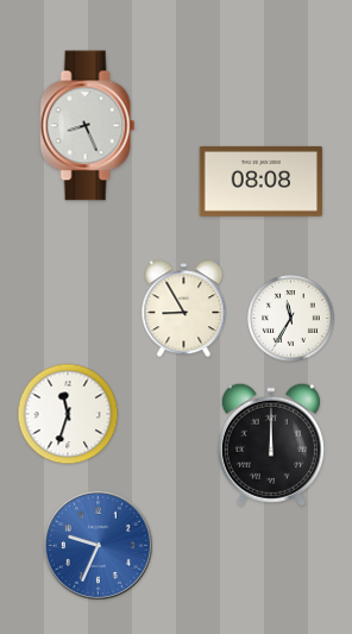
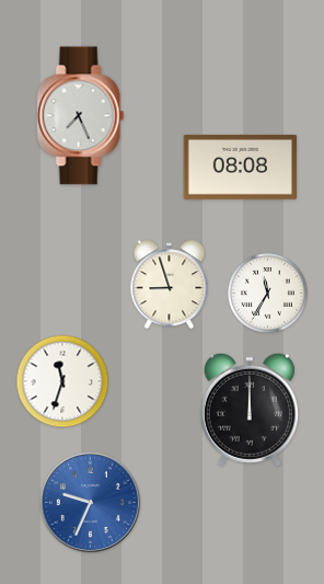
clock at (88, 126): 8:26 -> 7:26
clock at (184, 309): 8:55 -> 8:57
